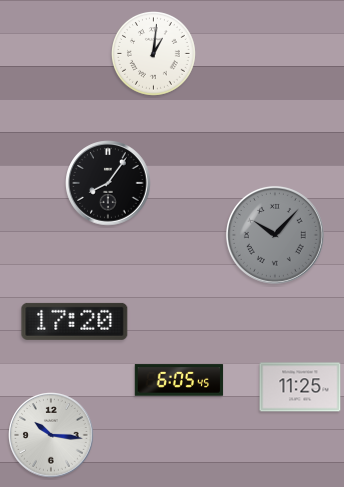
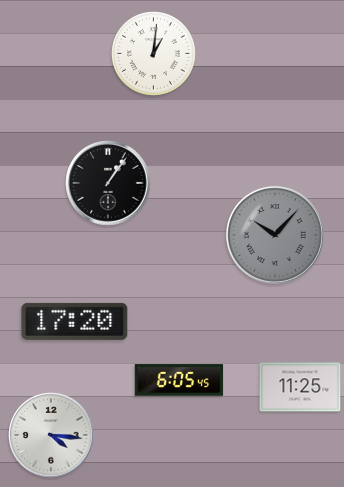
clock at (108, 183): 8:06 -> 1:06
clock at (51, 435): 10:16 -> 4:16
